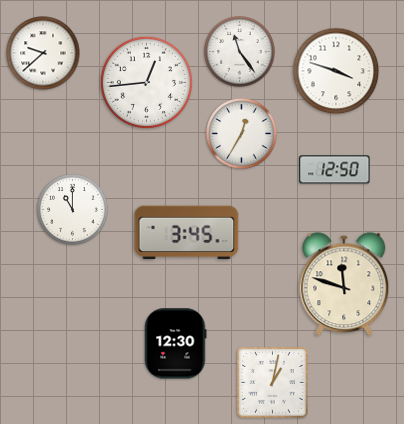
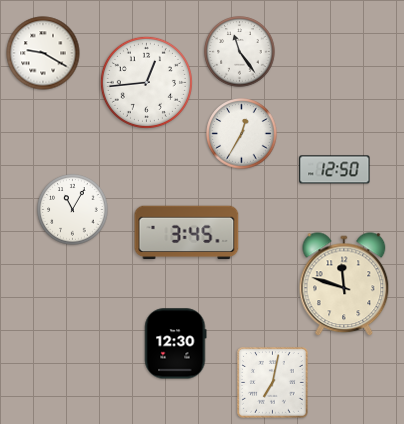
clock at (43, 53): 9:38 -> 9:20
clock at (336, 71): 3:48 -> none
clock at (73, 210): 11:00 -> 11:05
clock at (273, 383): 1:02 -> 7:02
